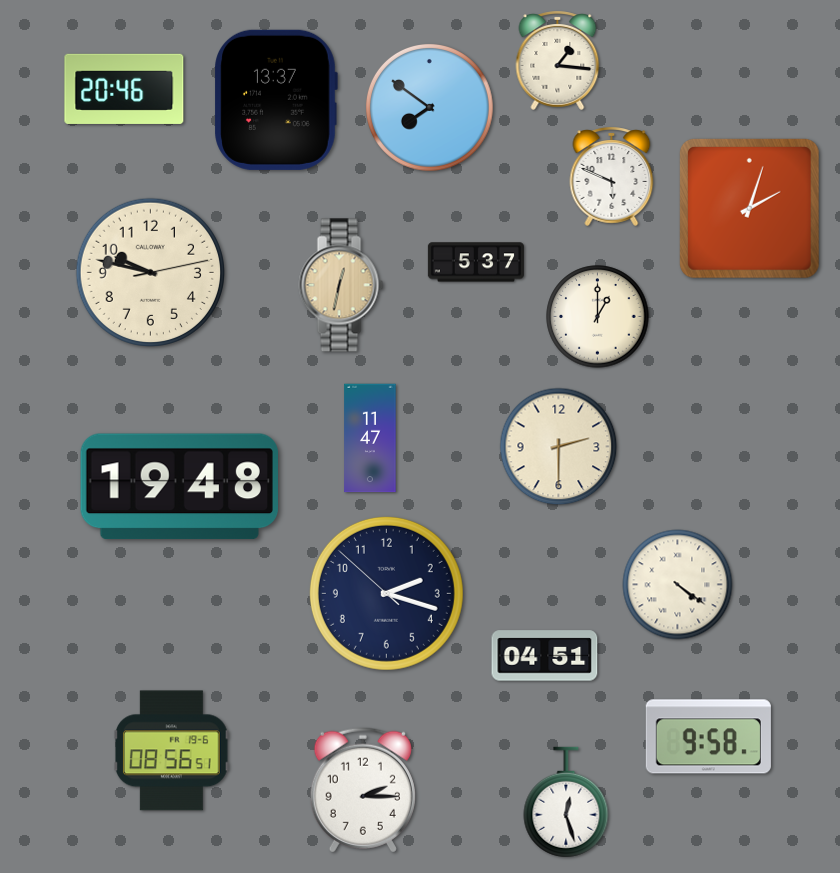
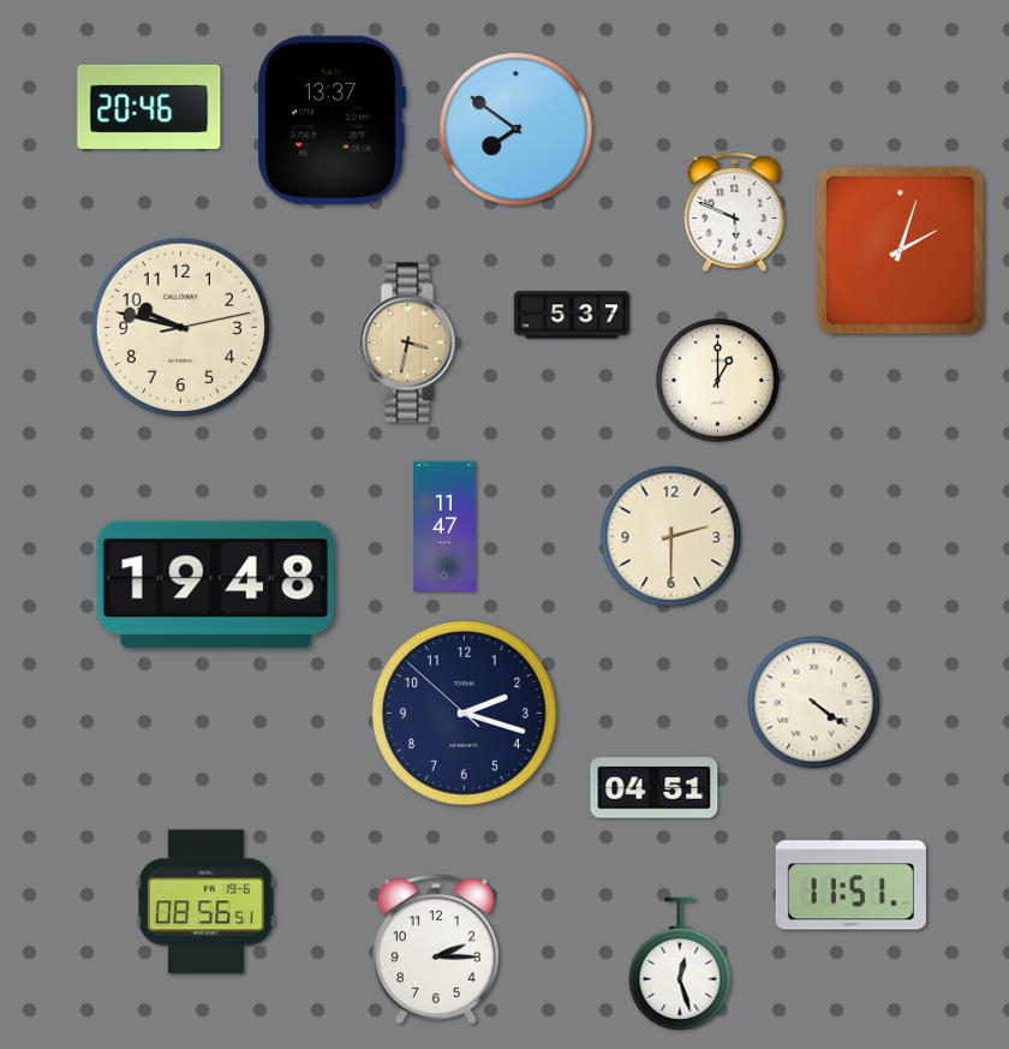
clock at (558, 60): 1:16 -> none
clock at (341, 285): 12:32 -> 3:32
clock at (708, 737): 9:58 -> 11:51
